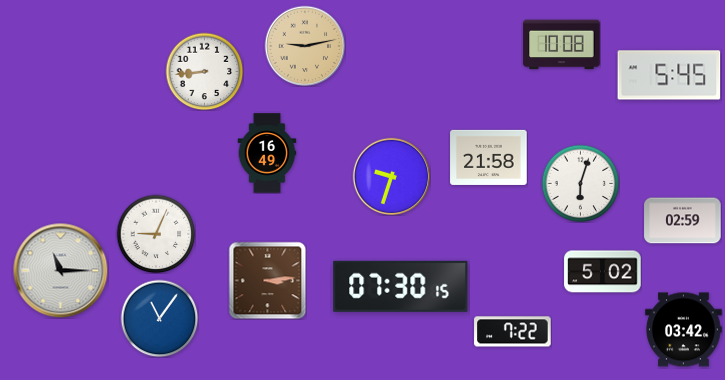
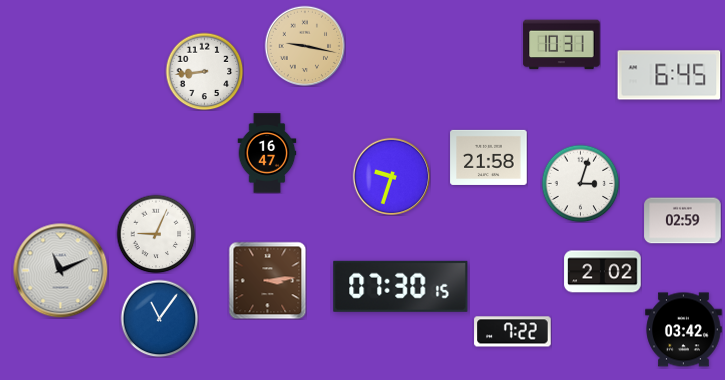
clock at (562, 45): 10:08 -> 10:31
clock at (305, 46): 9:13 -> 9:17
clock at (669, 75): 5:45 -> 6:45
clock at (267, 153): 16:49 -> 16:47
clock at (580, 183): 6:03 -> 3:03
clock at (60, 270): 11:15 -> 11:11
clock at (603, 272): 5:02 -> 2:02
